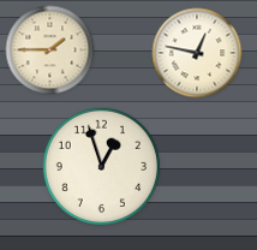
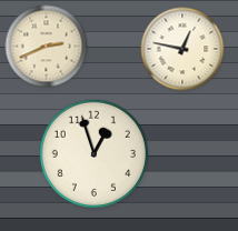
clock at (50, 50): 1:45 -> 2:41
